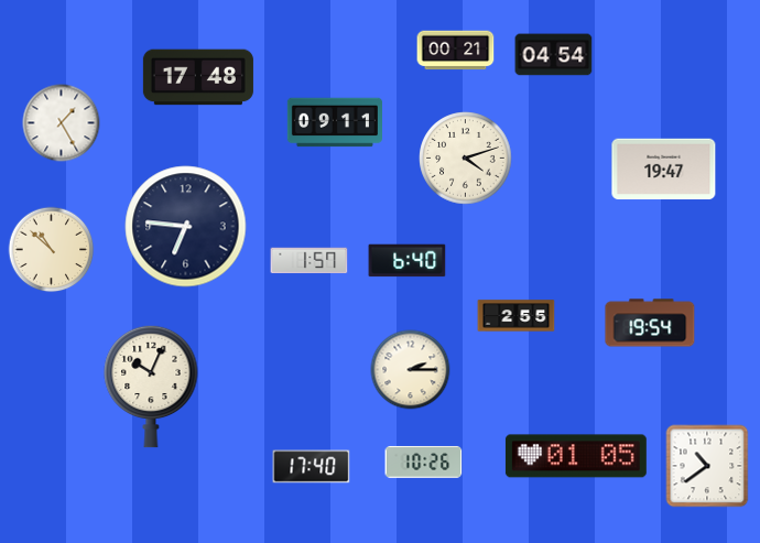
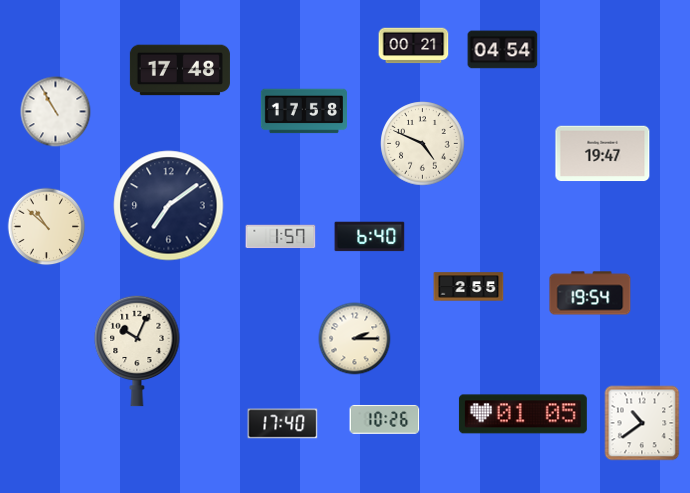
clock at (334, 122): 09:11 -> 17:58
clock at (62, 123): 1:25 -> 10:55
clock at (466, 159): 4:12 -> 4:49
clock at (186, 227): 6:46 -> 7:09
clock at (411, 370) position: (411, 370) -> (355, 339)
